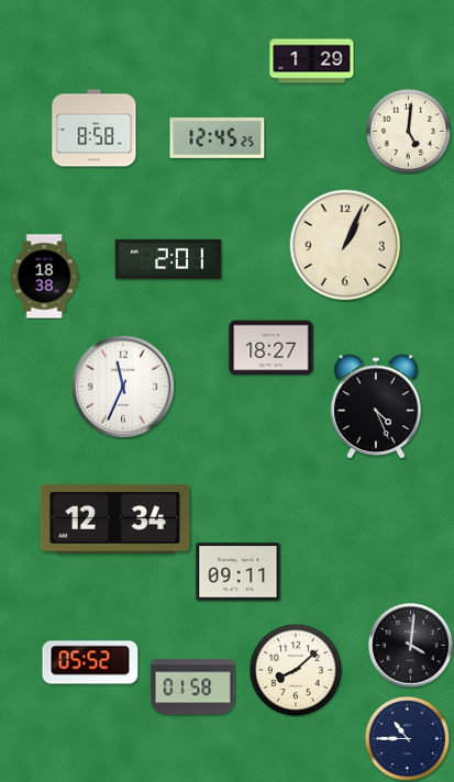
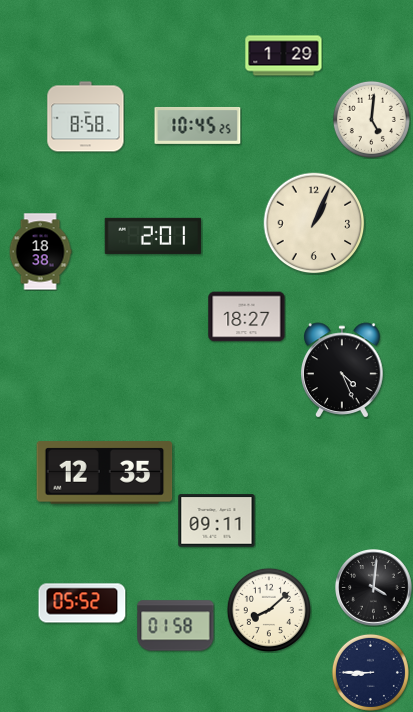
clock at (218, 137): 12:45 -> 10:45
clock at (123, 387): 11:34 -> none
clock at (115, 520): 12:34 -> 12:35
clock at (407, 738): 10:45 -> 8:45
